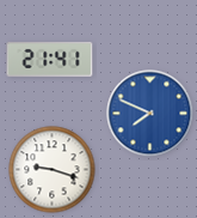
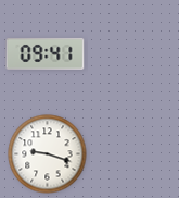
clock at (50, 59): 21:41 -> 09:41
clock at (150, 114): 7:49 -> none
